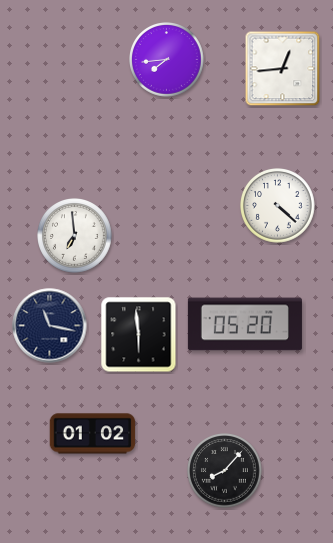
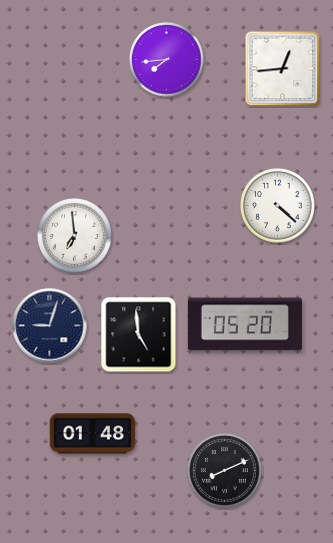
clock at (50, 326): 11:17 -> 9:03
clock at (139, 335): 5:59 -> 4:59
clock at (93, 434): 01:02 -> 01:48
clock at (225, 471): 8:07 -> 8:11
